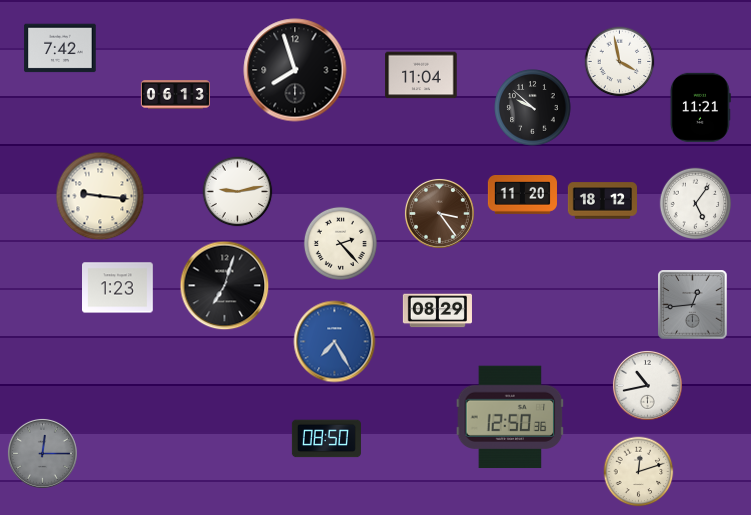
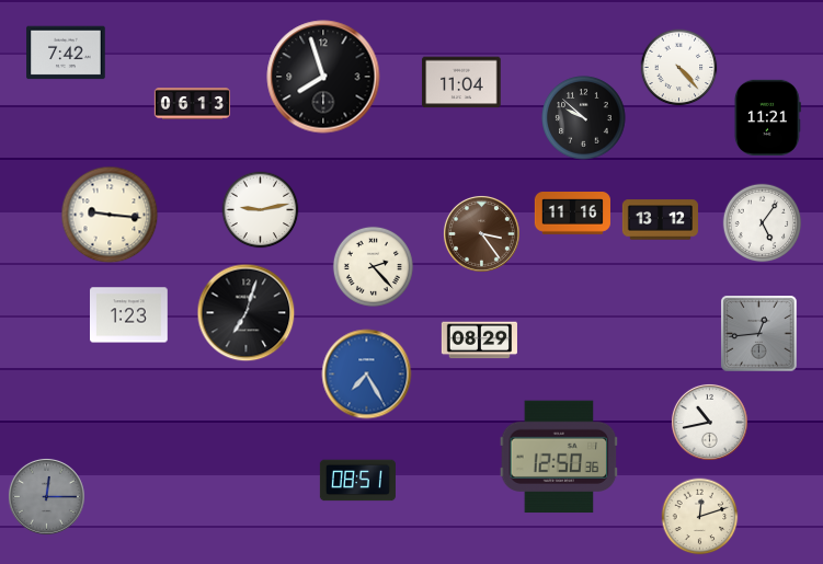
clock at (620, 62): 3:58 -> 4:23
clock at (522, 195): 11:20 -> 11:16
clock at (602, 201): 18:12 -> 13:12
clock at (326, 439): 08:50 -> 08:51
